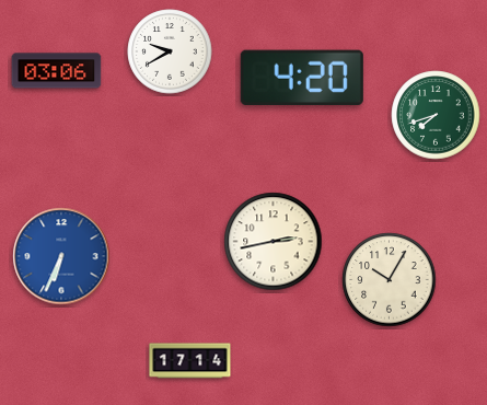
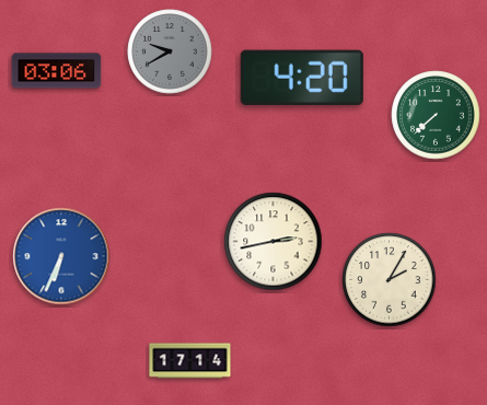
clock at (170, 51) dial: white -> grey
clock at (436, 115): 7:42 -> 7:38
clock at (390, 280): 10:05 -> 2:05
